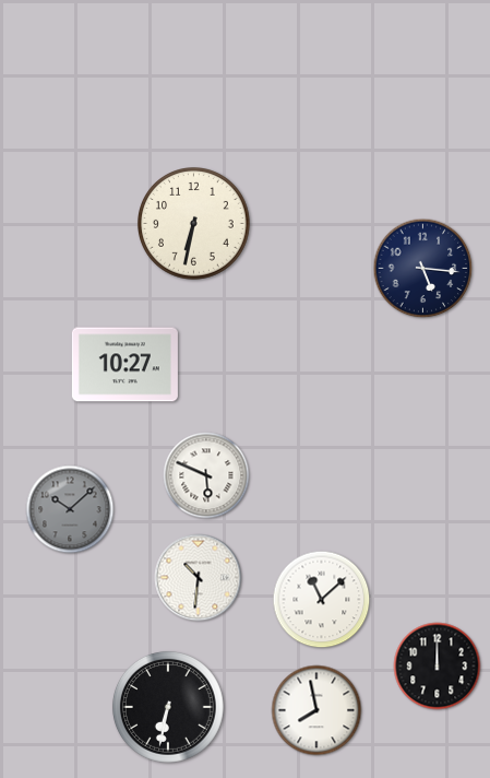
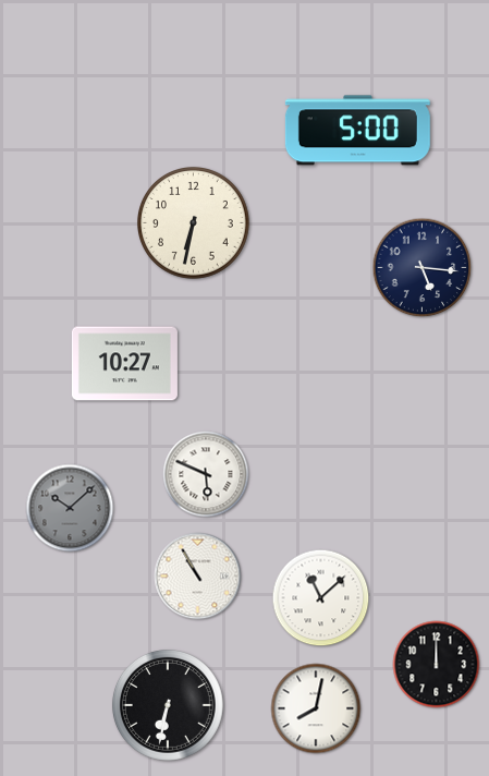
clock at (357, 131): none -> 5:00
clock at (199, 578): 10:31 -> 10:55
clock at (316, 710): 7:58 -> 8:02
